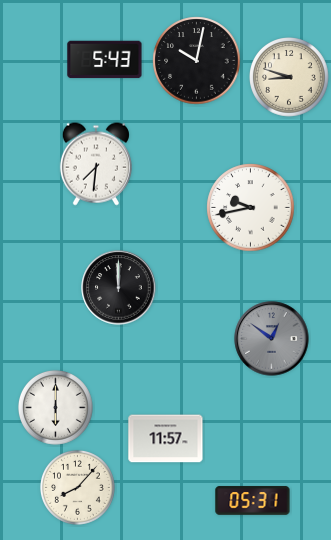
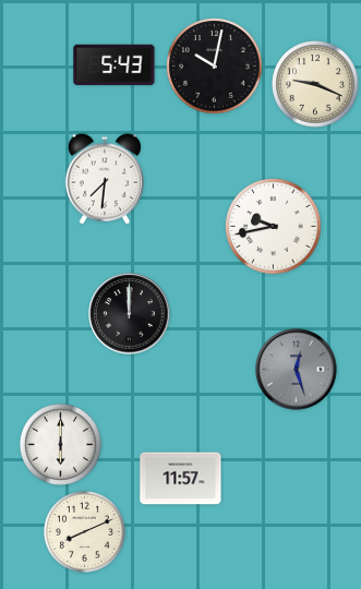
clock at (290, 78): 8:48 -> 9:19
clock at (272, 339): 12:51 -> 12:27
clock at (77, 487): 8:07 -> 8:11
clock at (253, 501): 05:31 -> none
